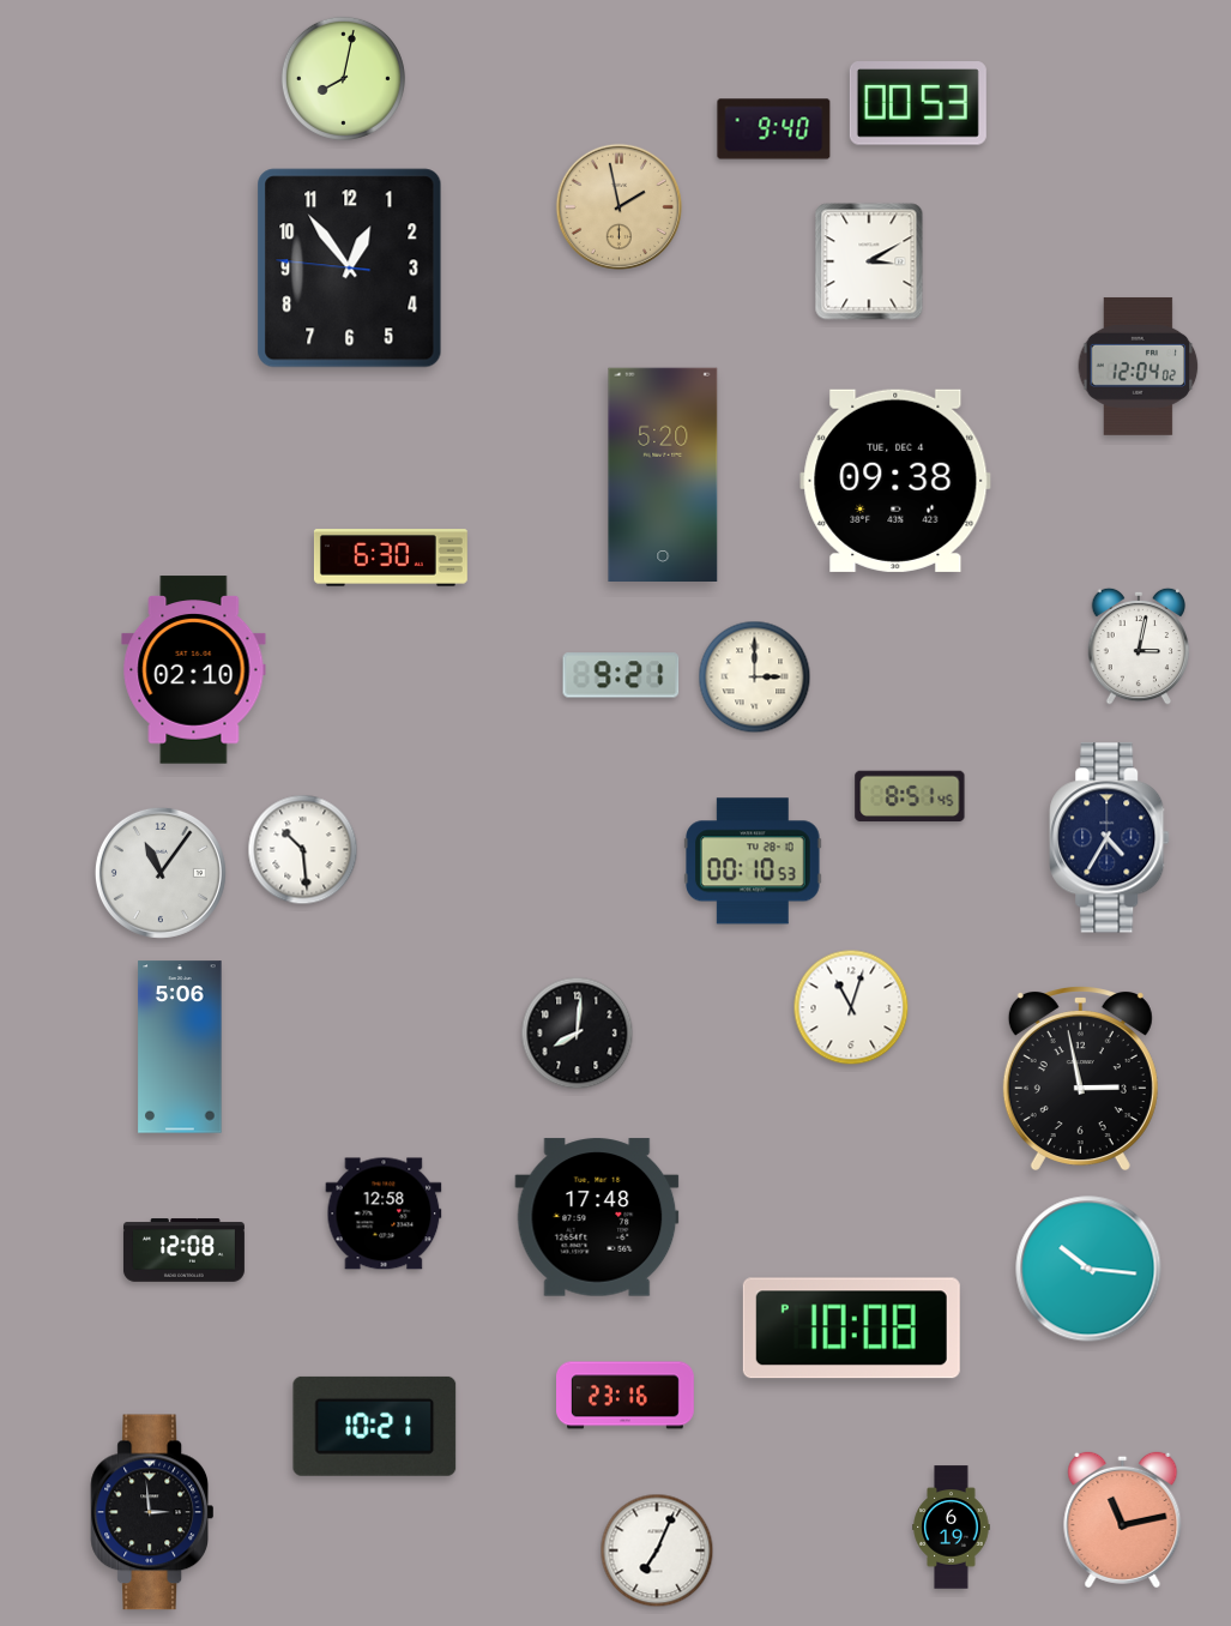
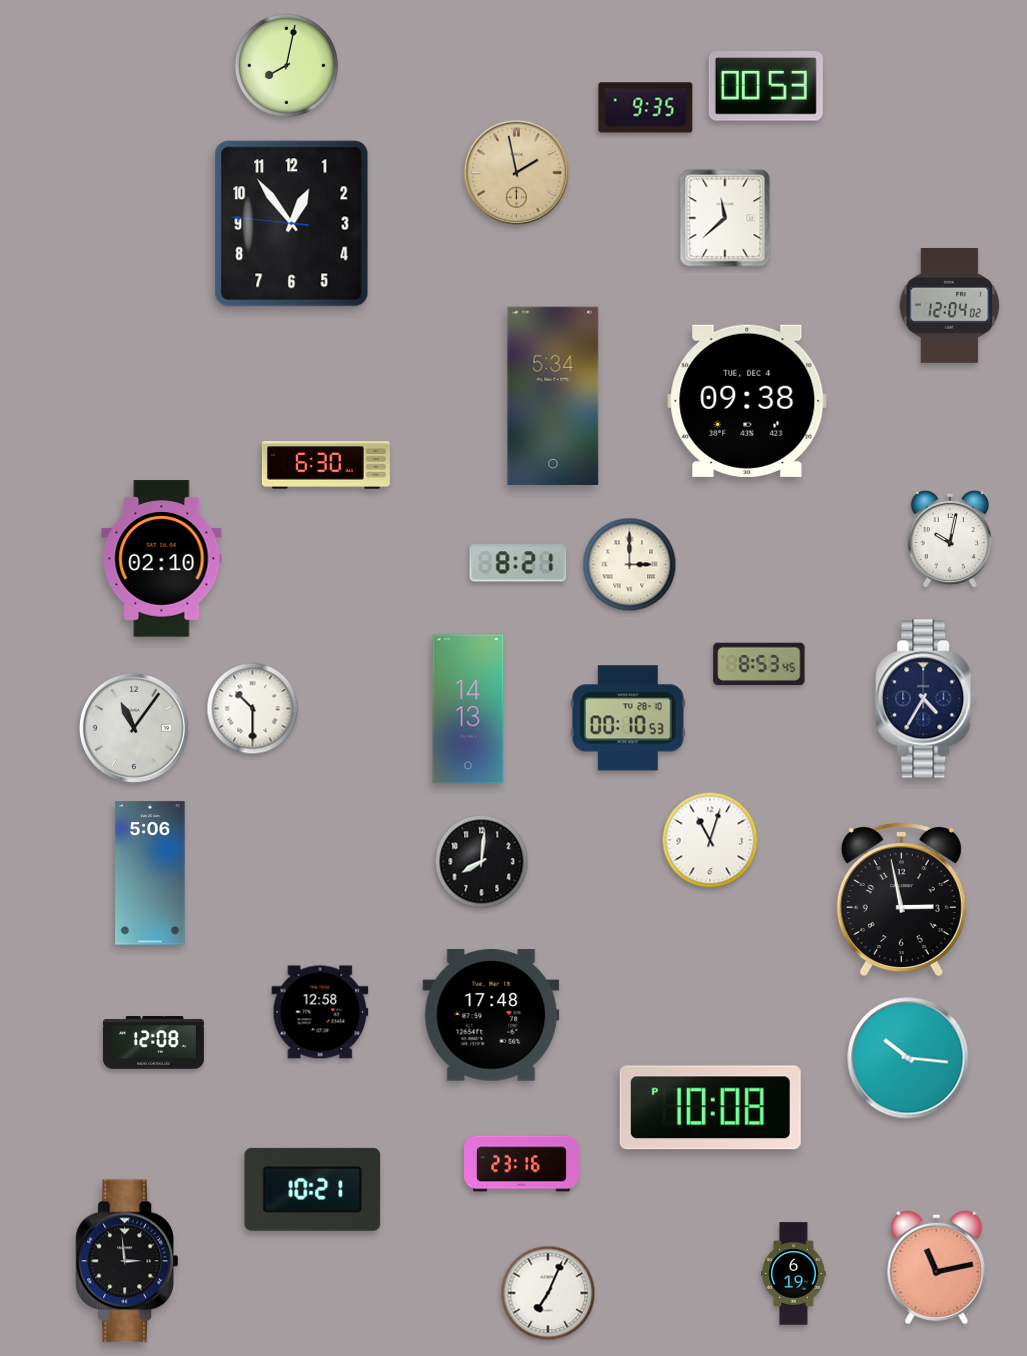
clock at (774, 130): 9:40 -> 9:35
clock at (869, 261): 3:10 -> 11:38
clock at (663, 474): 5:20 -> 5:34
clock at (1139, 646): 3:02 -> 10:02
clock at (621, 675): 9:21 -> 8:21
clock at (910, 796): 8:51 -> 8:53
clock at (303, 850): 10:29 -> 10:30
clock at (468, 709): none -> 14:13
clock at (597, 1217) position: (597, 1217) -> (491, 1015)
